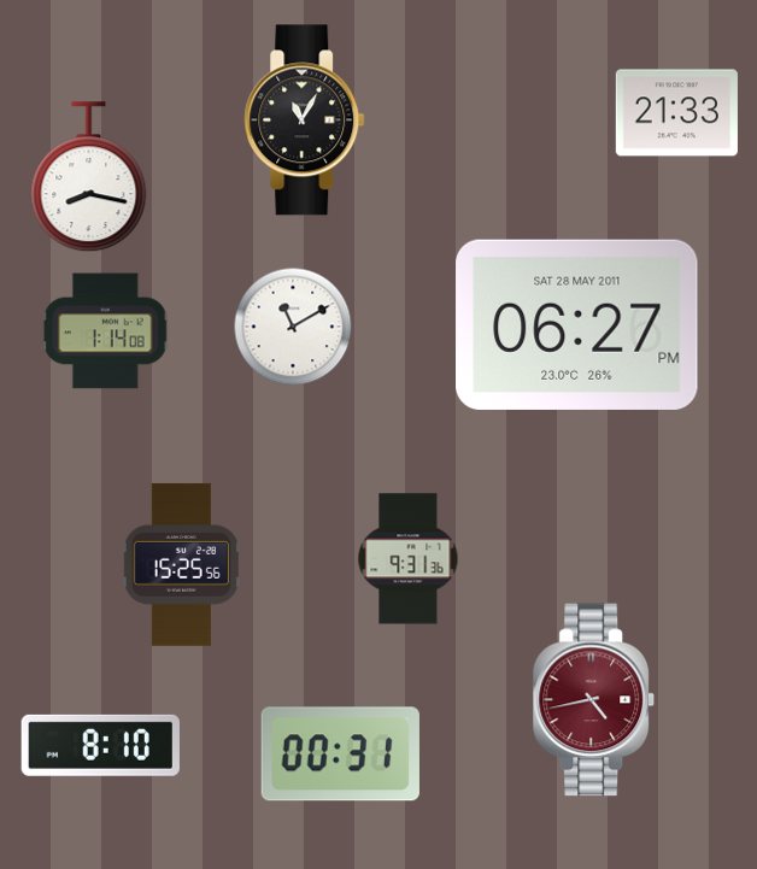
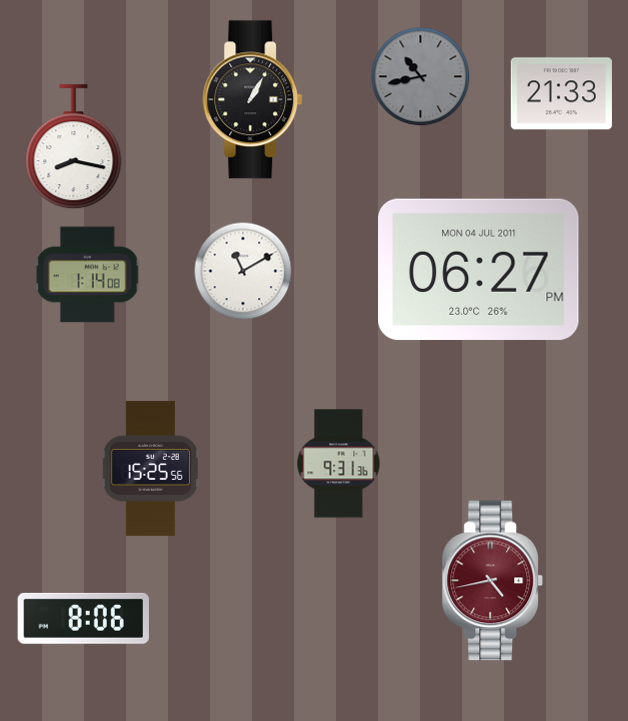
clock at (421, 77): none -> 10:43
clock at (305, 121): 11:05 -> 1:05
clock at (577, 324) date: SAT 28 MAY 2011 -> MON 04 JUL 2011
clock at (100, 745): 8:10 -> 8:06
clock at (340, 754): 00:31 -> none
